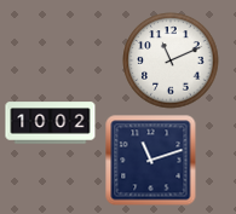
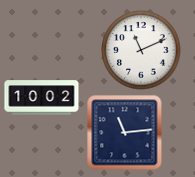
clock at (51, 123) position: (51, 123) -> (42, 98)
clock at (151, 161): 11:12 -> 11:14
